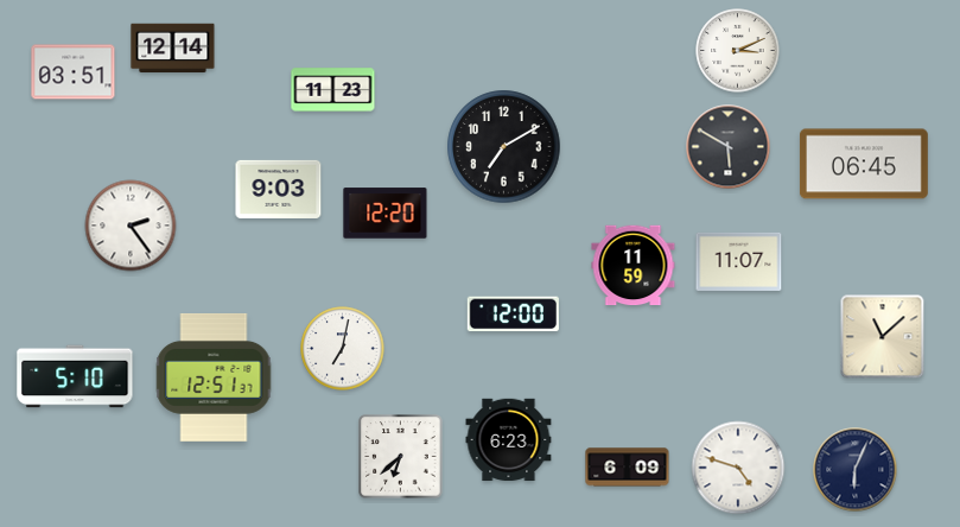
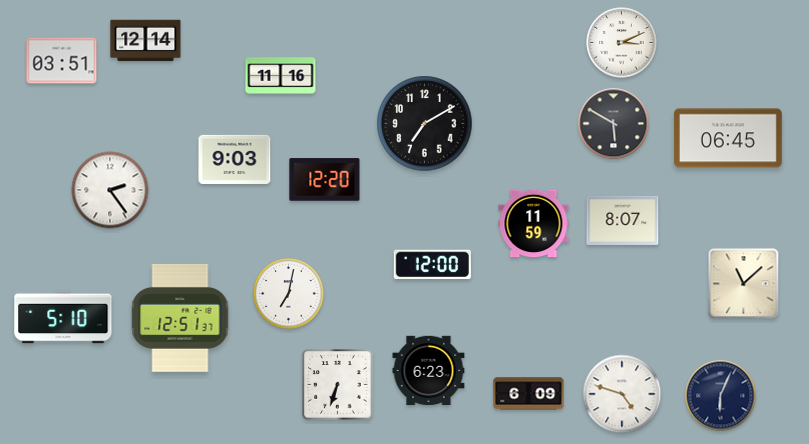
clock at (333, 90): 11:23 -> 11:16
clock at (739, 261): 11:07 -> 8:07
clock at (401, 457): 6:38 -> 6:33
